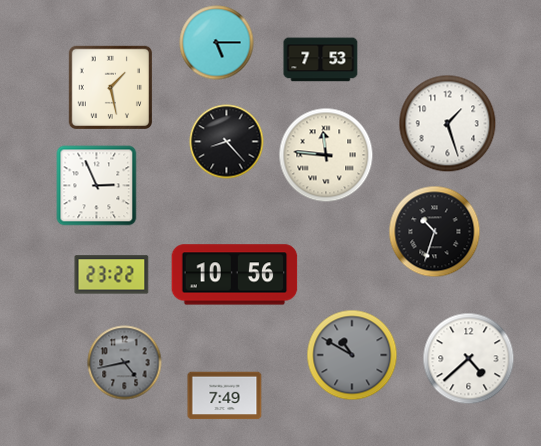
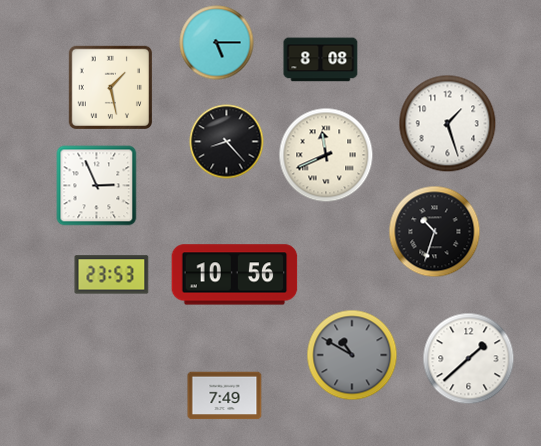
clock at (321, 60): 7:53 -> 8:08
clock at (326, 155): 11:46 -> 11:41
clock at (112, 275): 23:22 -> 23:53
clock at (469, 359): 4:38 -> 1:38
clock at (125, 363): 4:43 -> none
